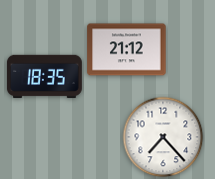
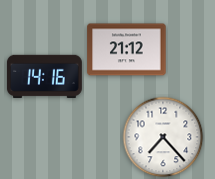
clock at (44, 76): 18:35 -> 14:16
